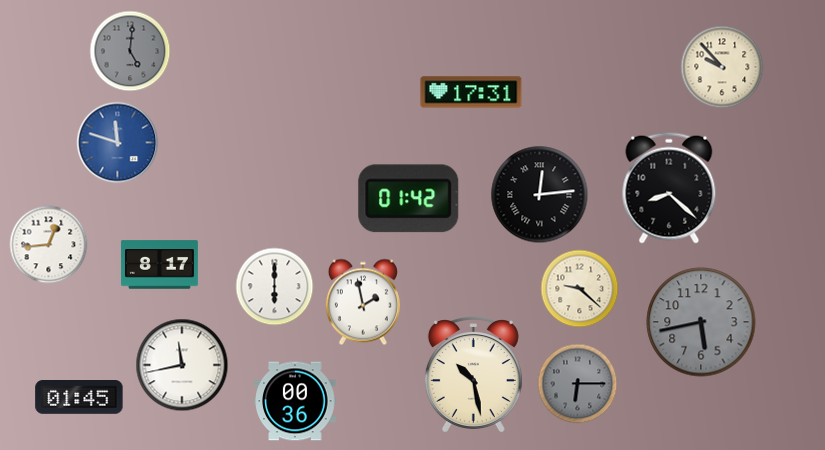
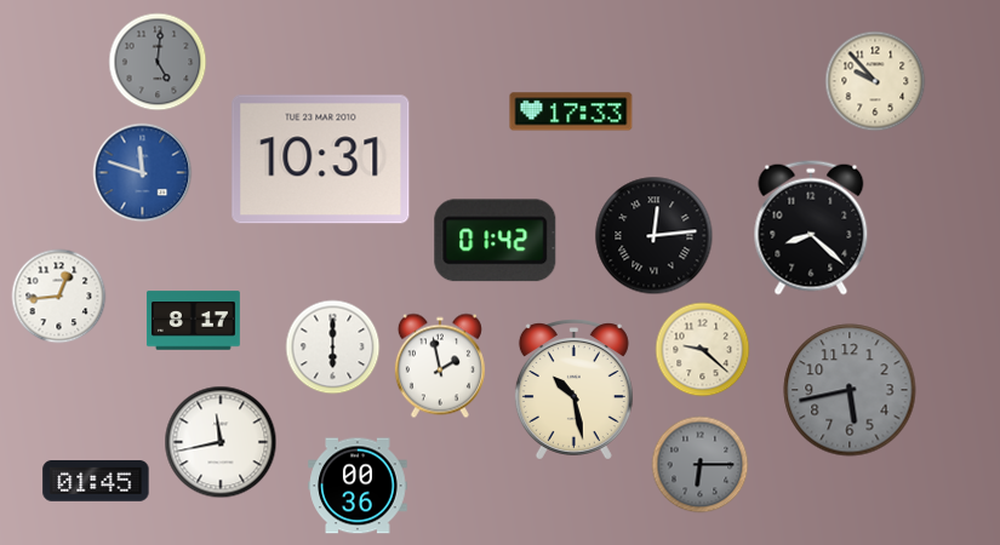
clock at (471, 92): 17:31 -> 17:33
clock at (321, 160): none -> 10:31
clock at (473, 375) position: (473, 375) -> (573, 390)
